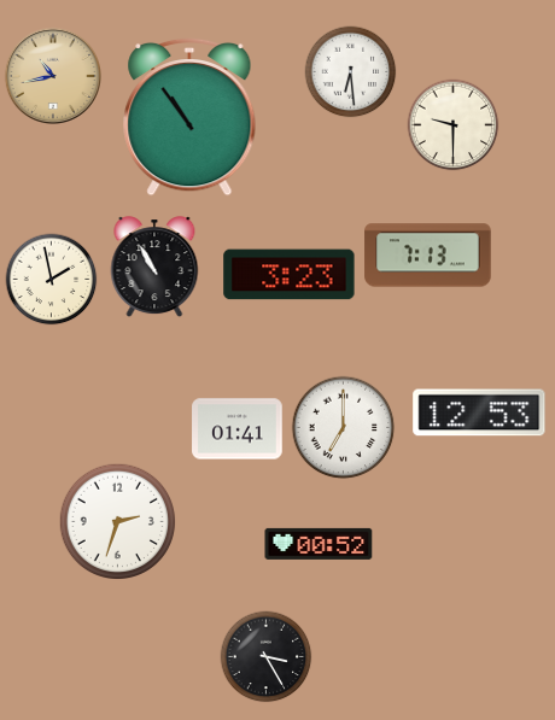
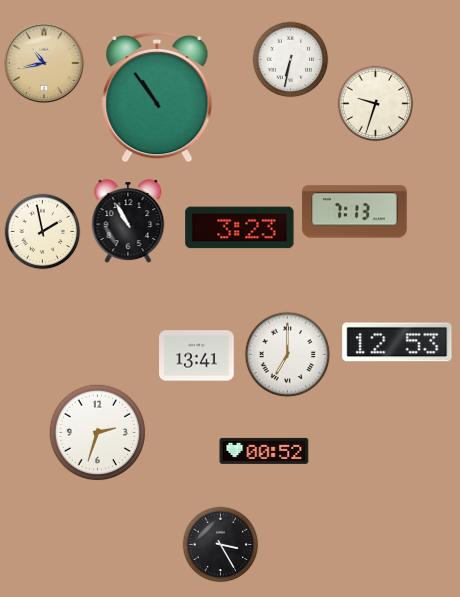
clock at (351, 72): 6:29 -> 6:32
clock at (454, 125): 9:30 -> 9:33
clock at (344, 428) position: (344, 428) -> (288, 355)
clock at (238, 429): 01:41 -> 13:41
